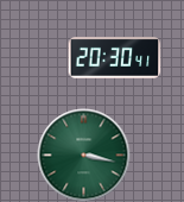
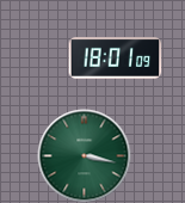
clock at (114, 58): 20:30 -> 18:01
